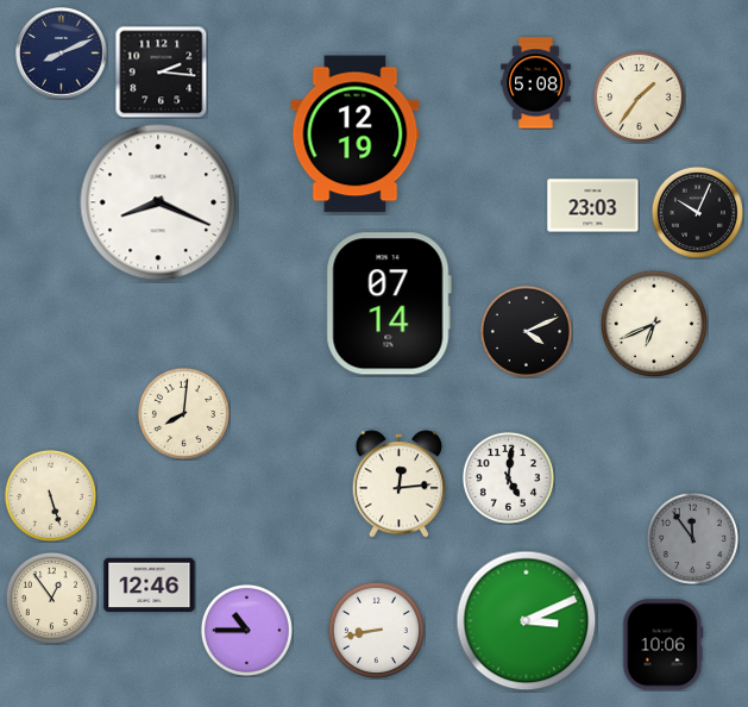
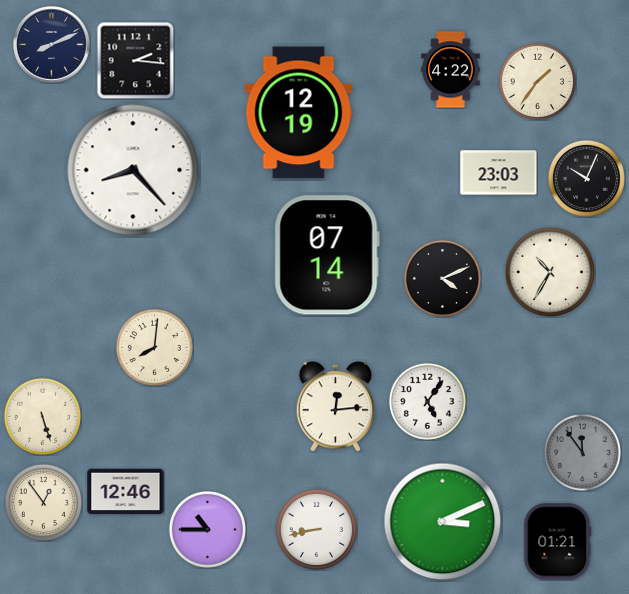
clock at (536, 83): 5:08 -> 4:22
clock at (158, 202): 8:19 -> 8:23
clock at (653, 323): 6:41 -> 10:35
clock at (508, 477): 5:01 -> 5:06
clock at (664, 645): 10:06 -> 01:21
